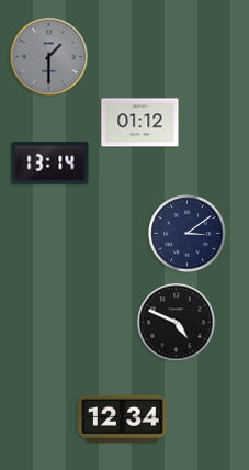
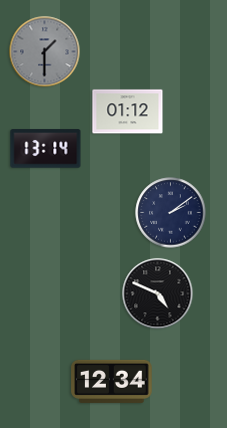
clock at (188, 234): 3:09 -> 2:09
clock at (177, 323) position: (177, 323) -> (158, 294)
